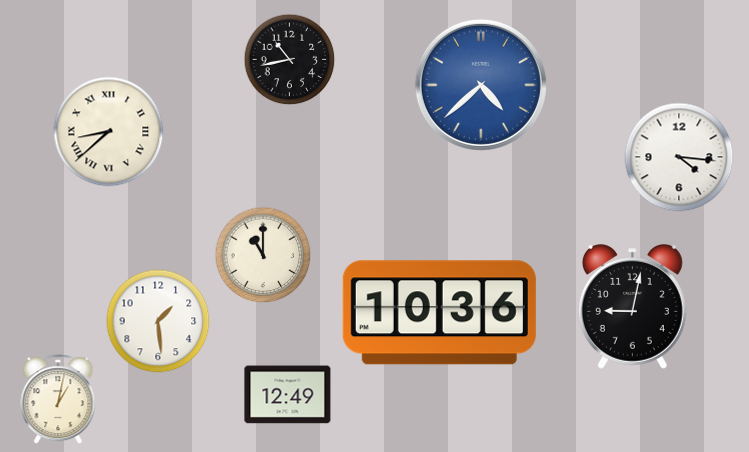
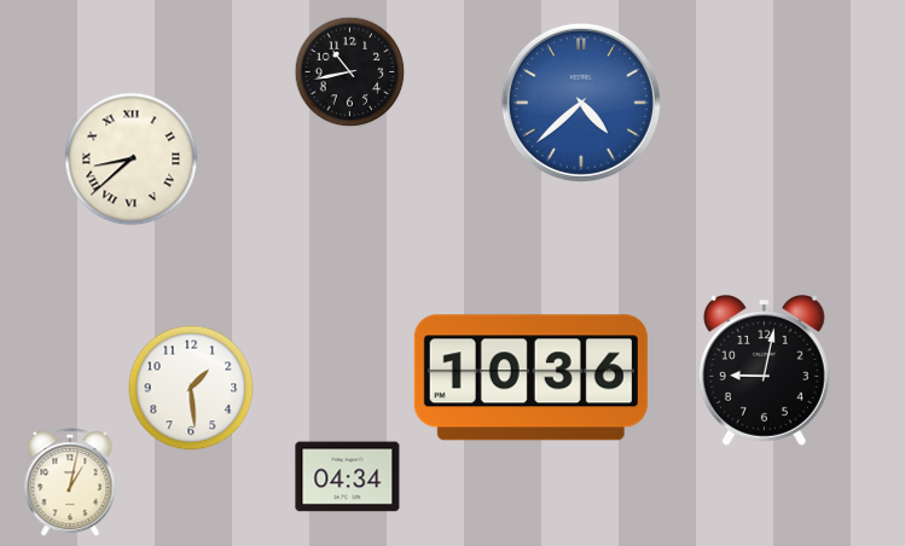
clock at (679, 157): 4:16 -> none
clock at (263, 255): 11:00 -> none
clock at (288, 395): 12:49 -> 04:34
